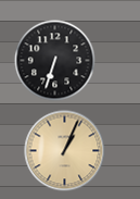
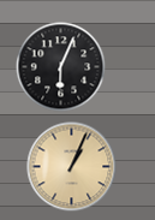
clock at (55, 61): 6:33 -> 6:04
